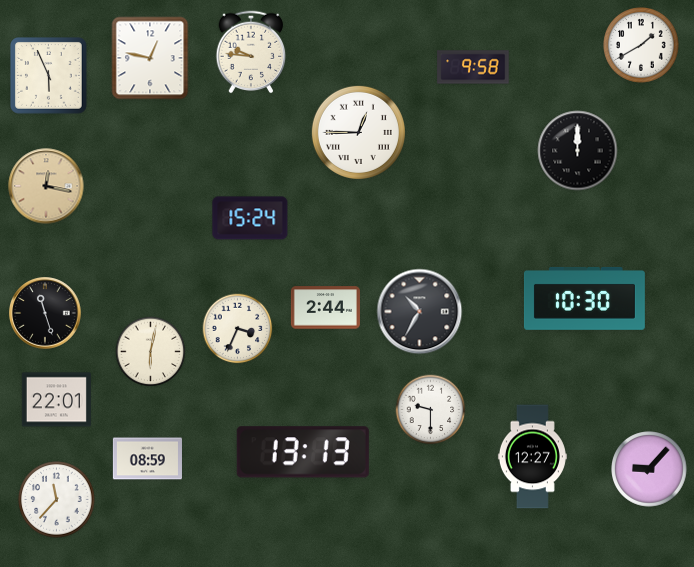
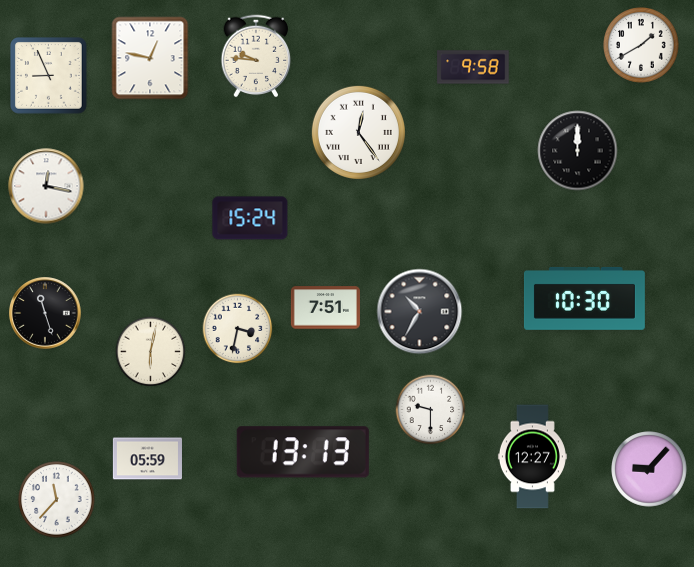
clock at (251, 52) position: (251, 52) -> (256, 56)
clock at (49, 76): 5:56 -> 8:56
clock at (358, 132): 12:45 -> 12:24
clock at (46, 186) dial: champagne -> white
clock at (325, 308): 2:44 -> 7:51
clock at (238, 329): 3:34 -> 3:32
clock at (56, 400): 22:01 -> none
clock at (147, 459): 08:59 -> 05:59
